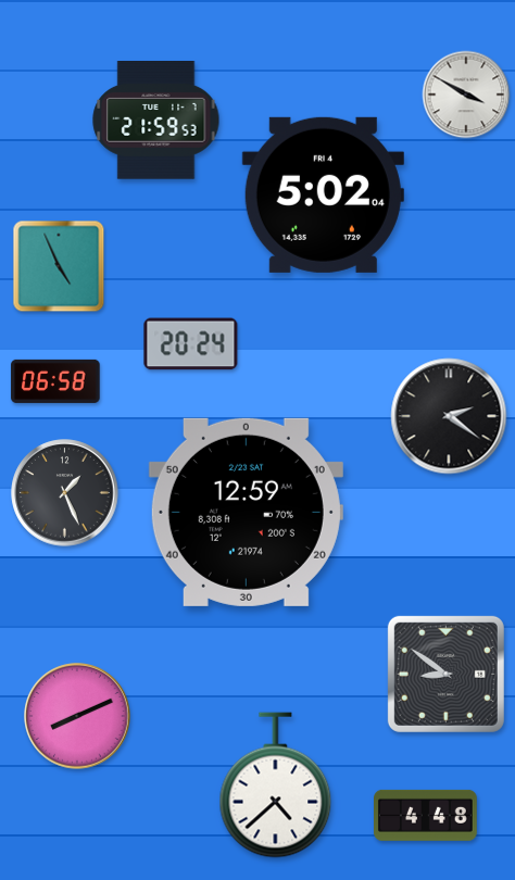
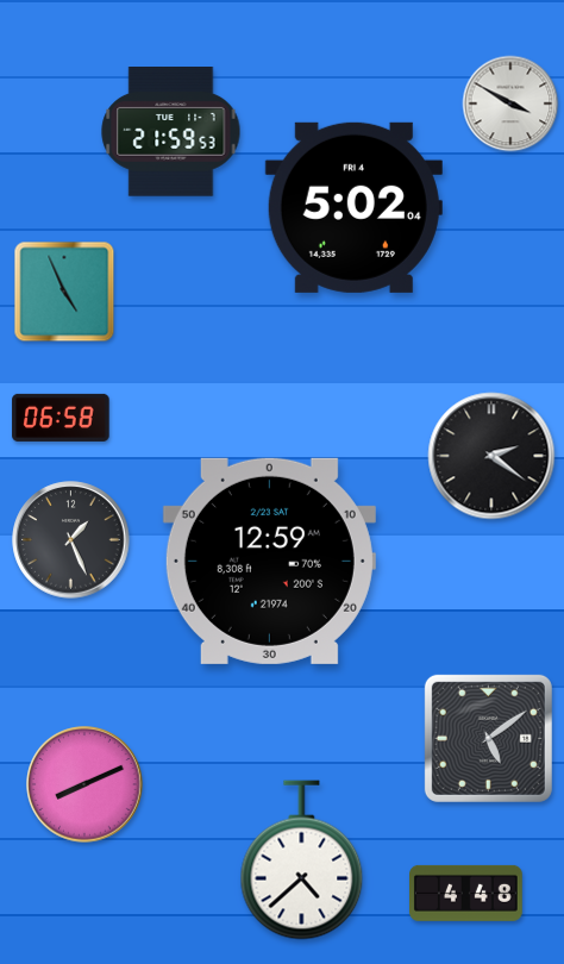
clock at (323, 194) position: (323, 194) -> (353, 207)
clock at (191, 344): 20:24 -> none
clock at (445, 674): 8:51 -> 5:09
